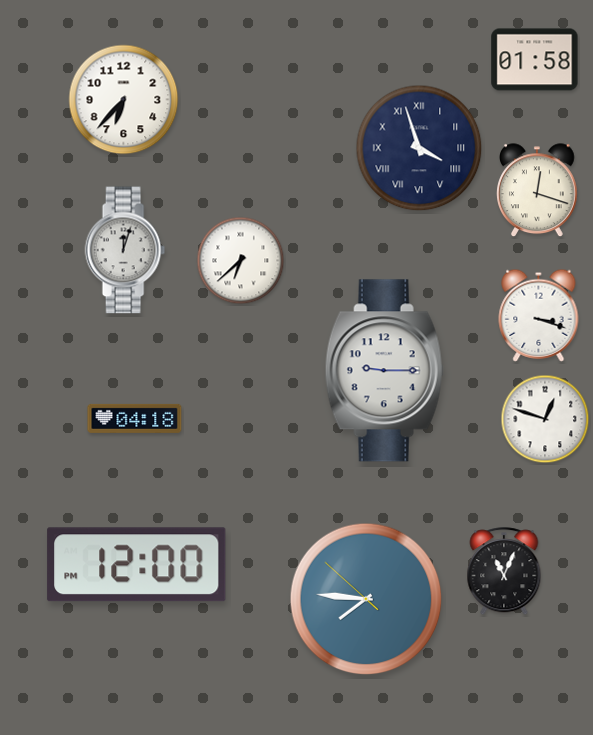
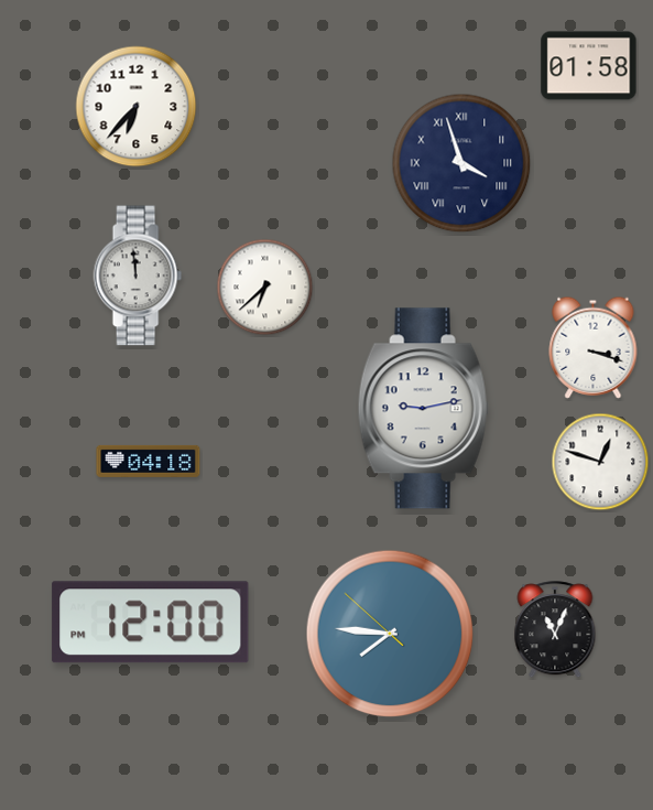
clock at (124, 100) position: (124, 100) -> (137, 107)
clock at (538, 191): 12:18 -> none
clock at (125, 250): 12:03 -> 11:59
clock at (384, 371): 9:15 -> 9:13
clock at (366, 599) position: (366, 599) -> (390, 634)
